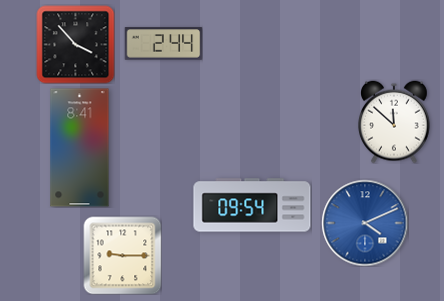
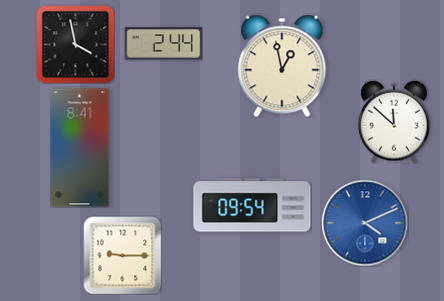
clock at (75, 44): 3:53 -> 3:58
clock at (282, 66): none -> 12:58
